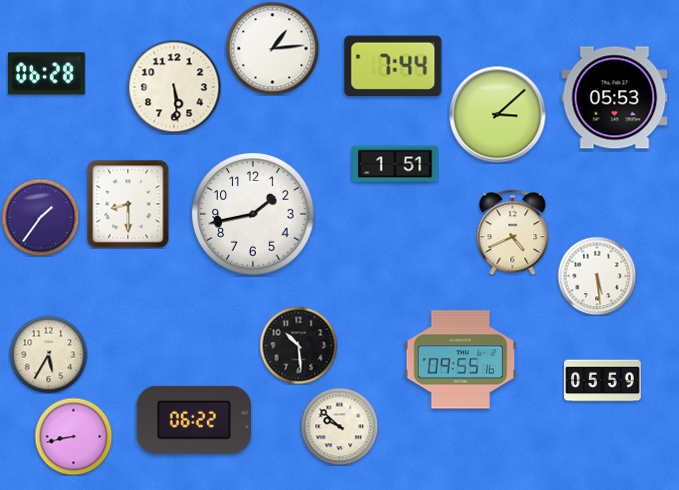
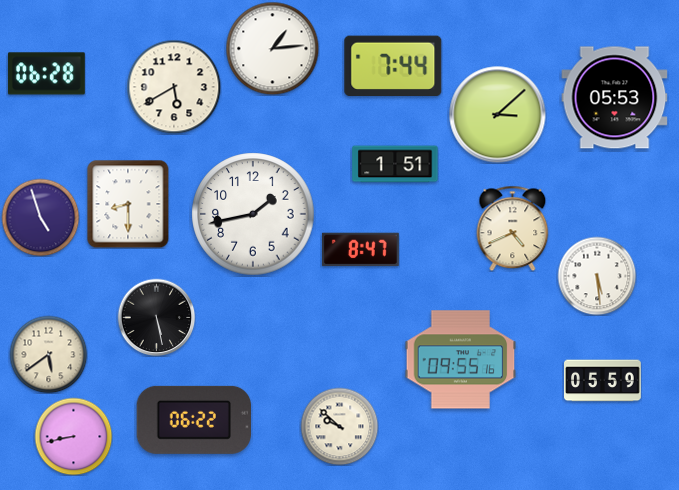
clock at (174, 87): 5:29 -> 5:40
clock at (40, 217): 1:36 -> 4:57
clock at (513, 232) position: (513, 232) -> (513, 228)
clock at (360, 250): none -> 8:47
clock at (156, 317): none -> 5:28
clock at (298, 345): 10:29 -> none
clock at (48, 354): 5:35 -> 5:39
